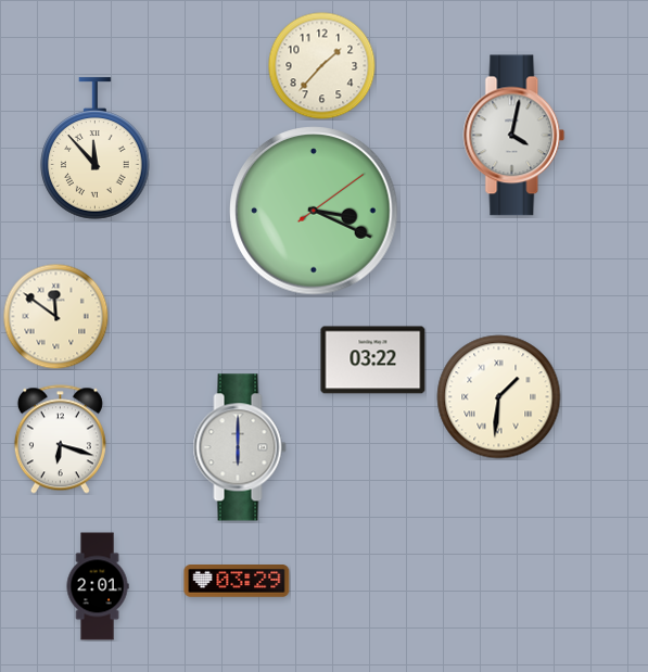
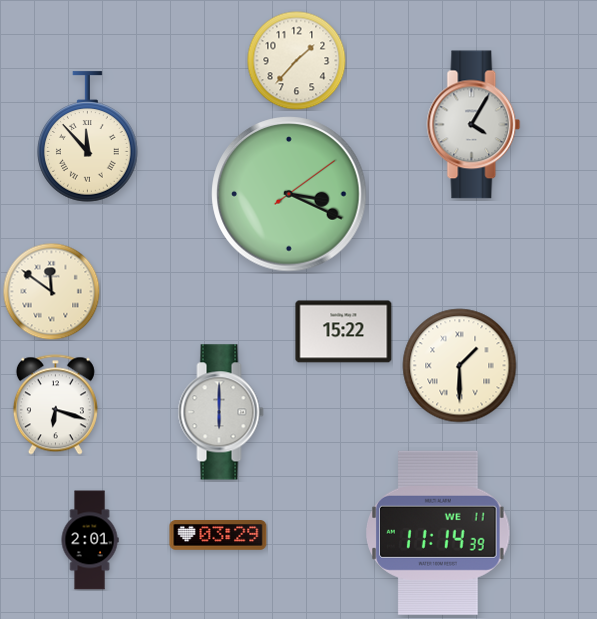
clock at (514, 136): 4:02 -> 4:05
clock at (373, 360): 03:22 -> 15:22
clock at (499, 397): 1:31 -> 1:30
clock at (438, 533): none -> 11:14
